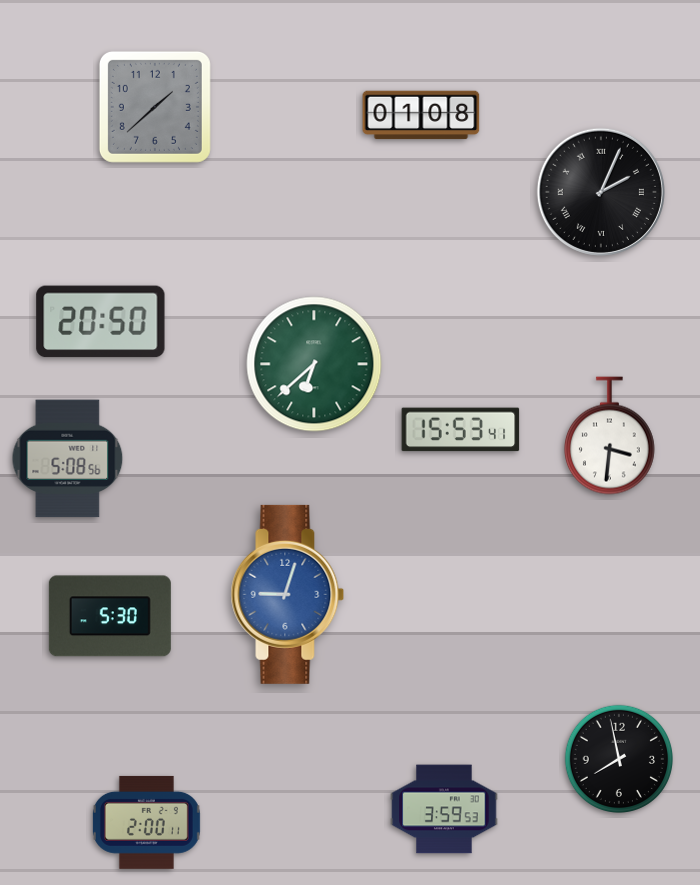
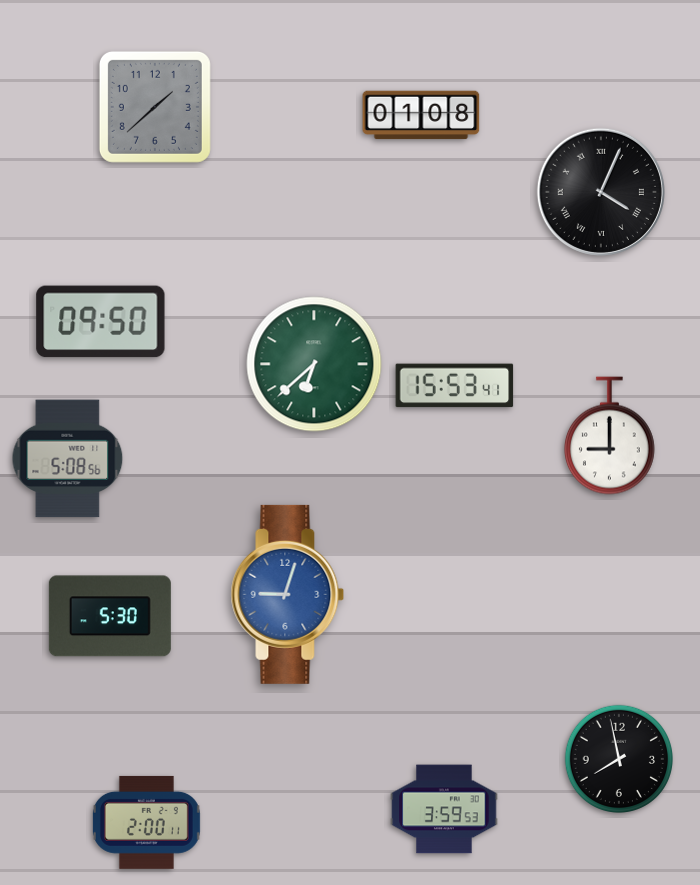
clock at (601, 192): 2:04 -> 4:04
clock at (101, 322): 20:50 -> 09:50
clock at (461, 430) position: (461, 430) -> (455, 386)
clock at (609, 436): 3:31 -> 9:00
